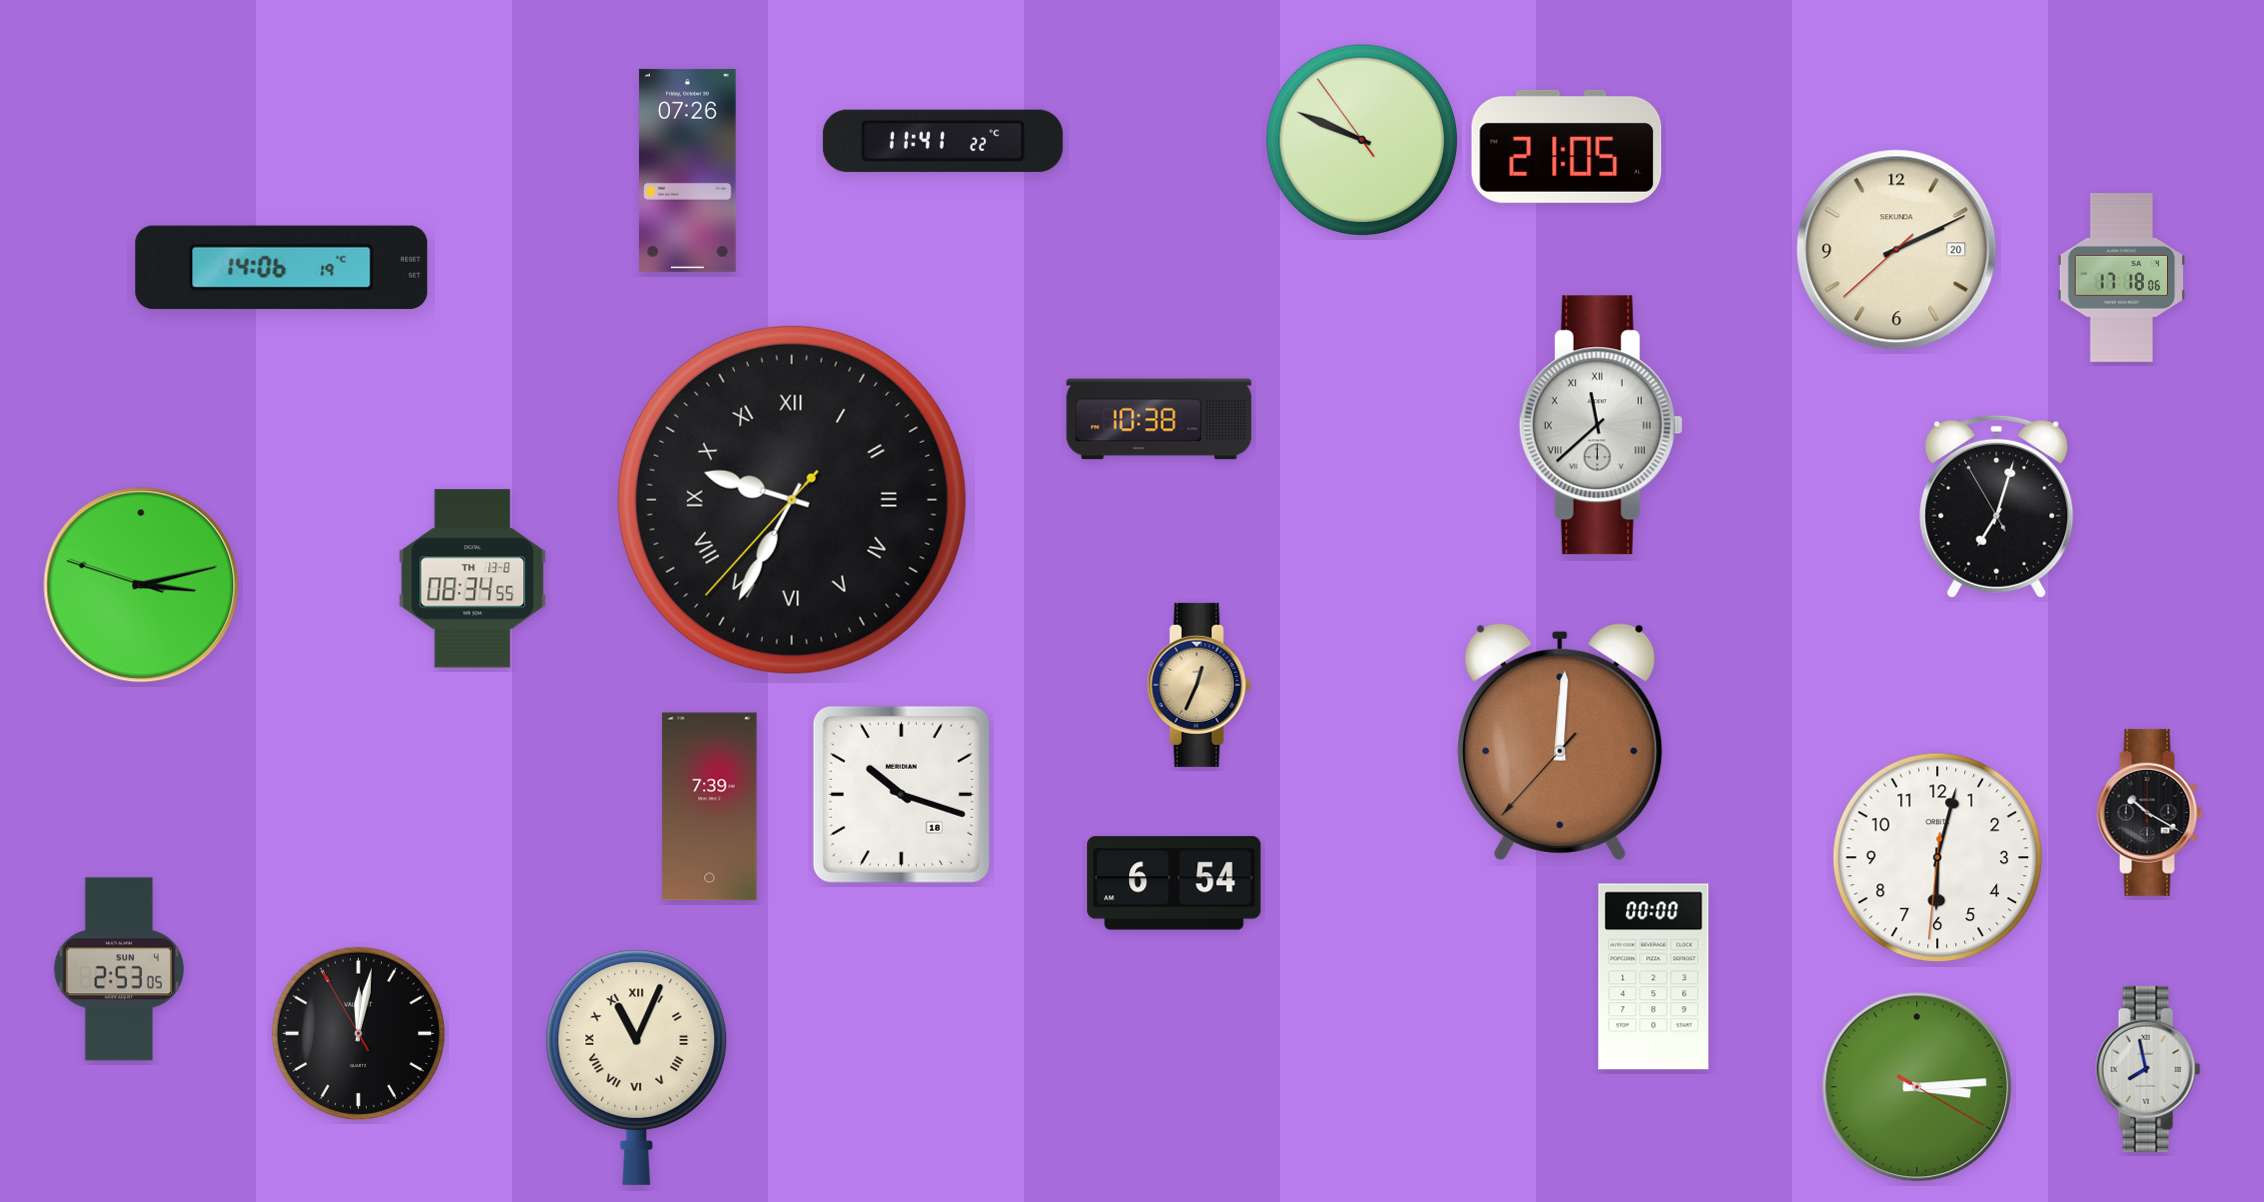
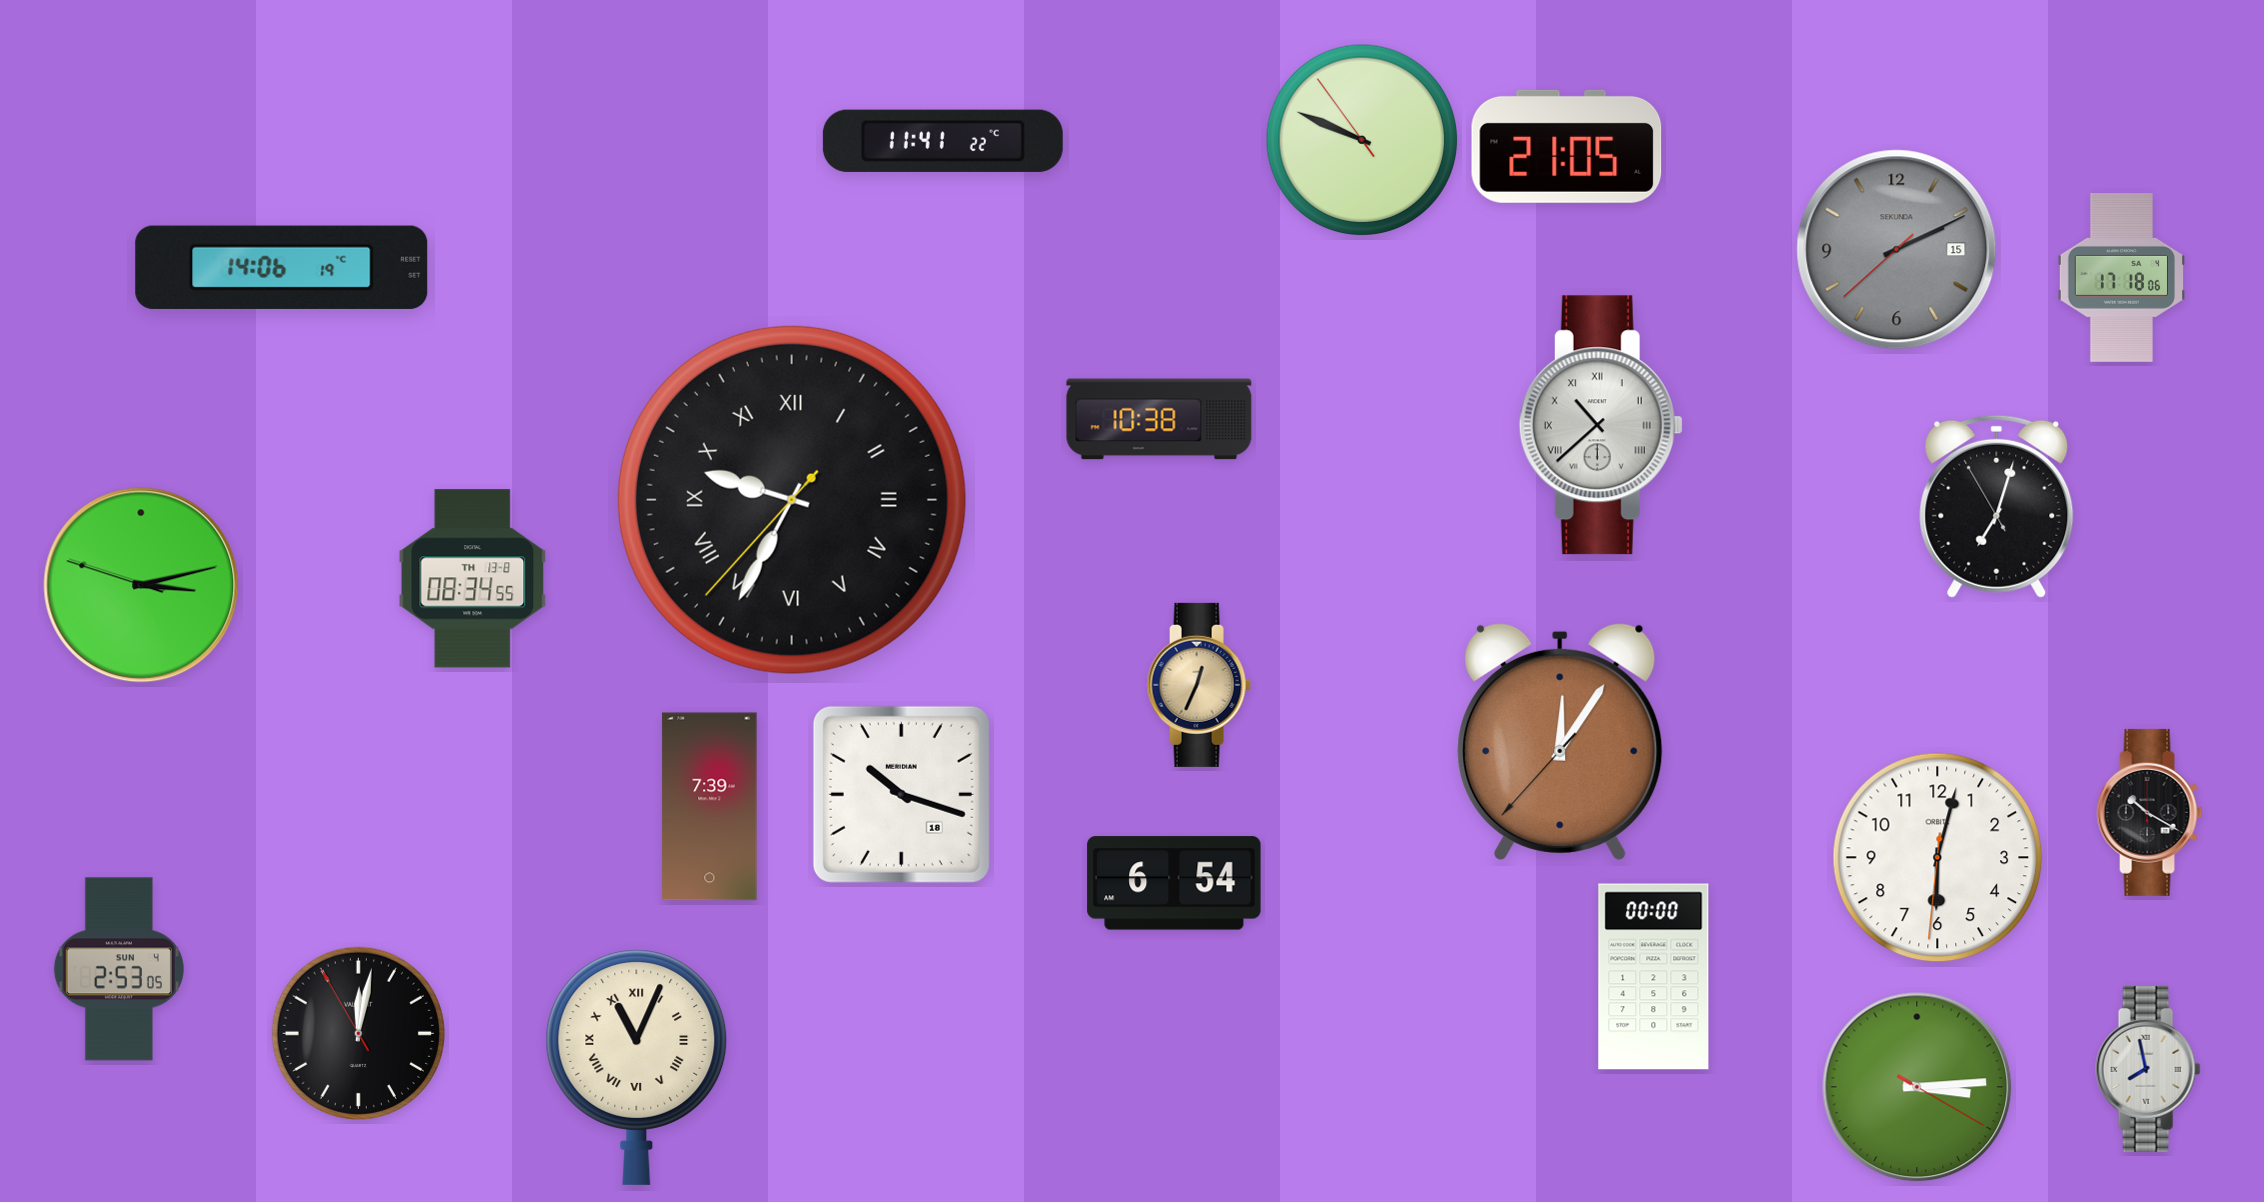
clock at (688, 170): 07:26 -> none
clock at (1897, 250) date: 20 -> 15
clock at (1897, 250) dial: cream -> grey
clock at (1601, 425): 11:38 -> 10:38
clock at (1560, 741): 12:00 -> 12:05
